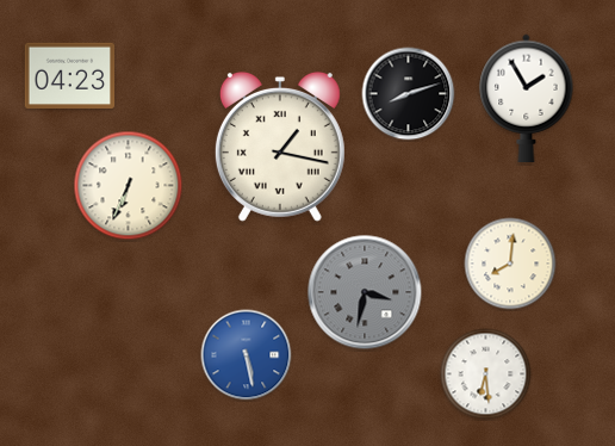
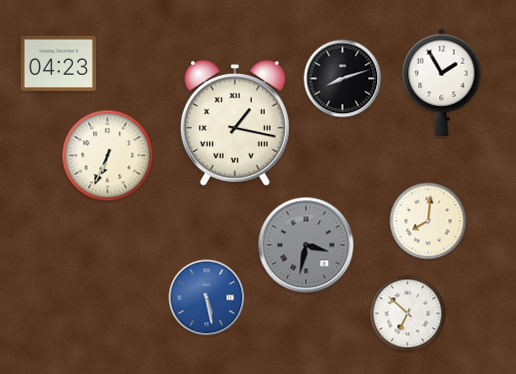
clock at (486, 374): 6:29 -> 6:52
